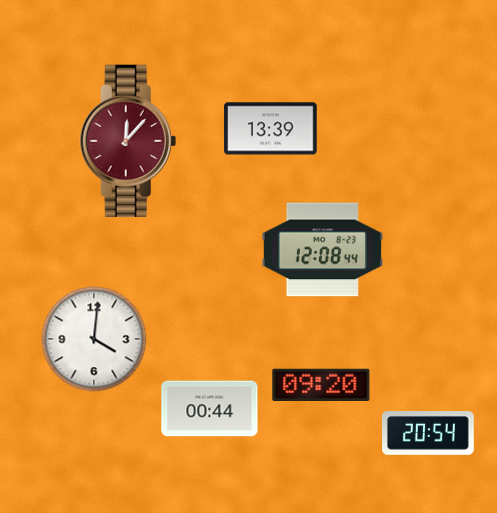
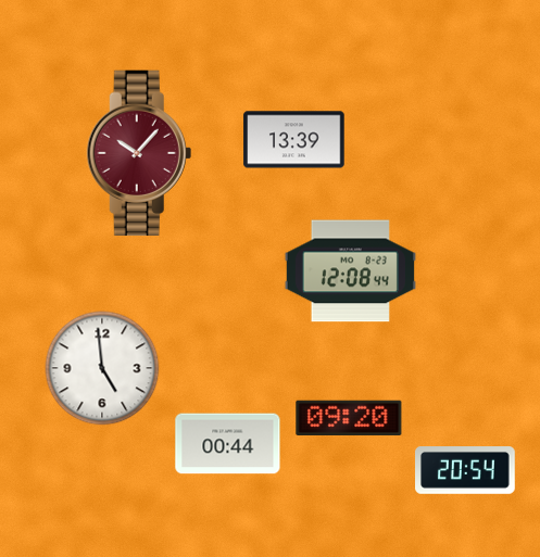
clock at (128, 141): 12:07 -> 10:07
clock at (94, 339): 4:01 -> 4:59
